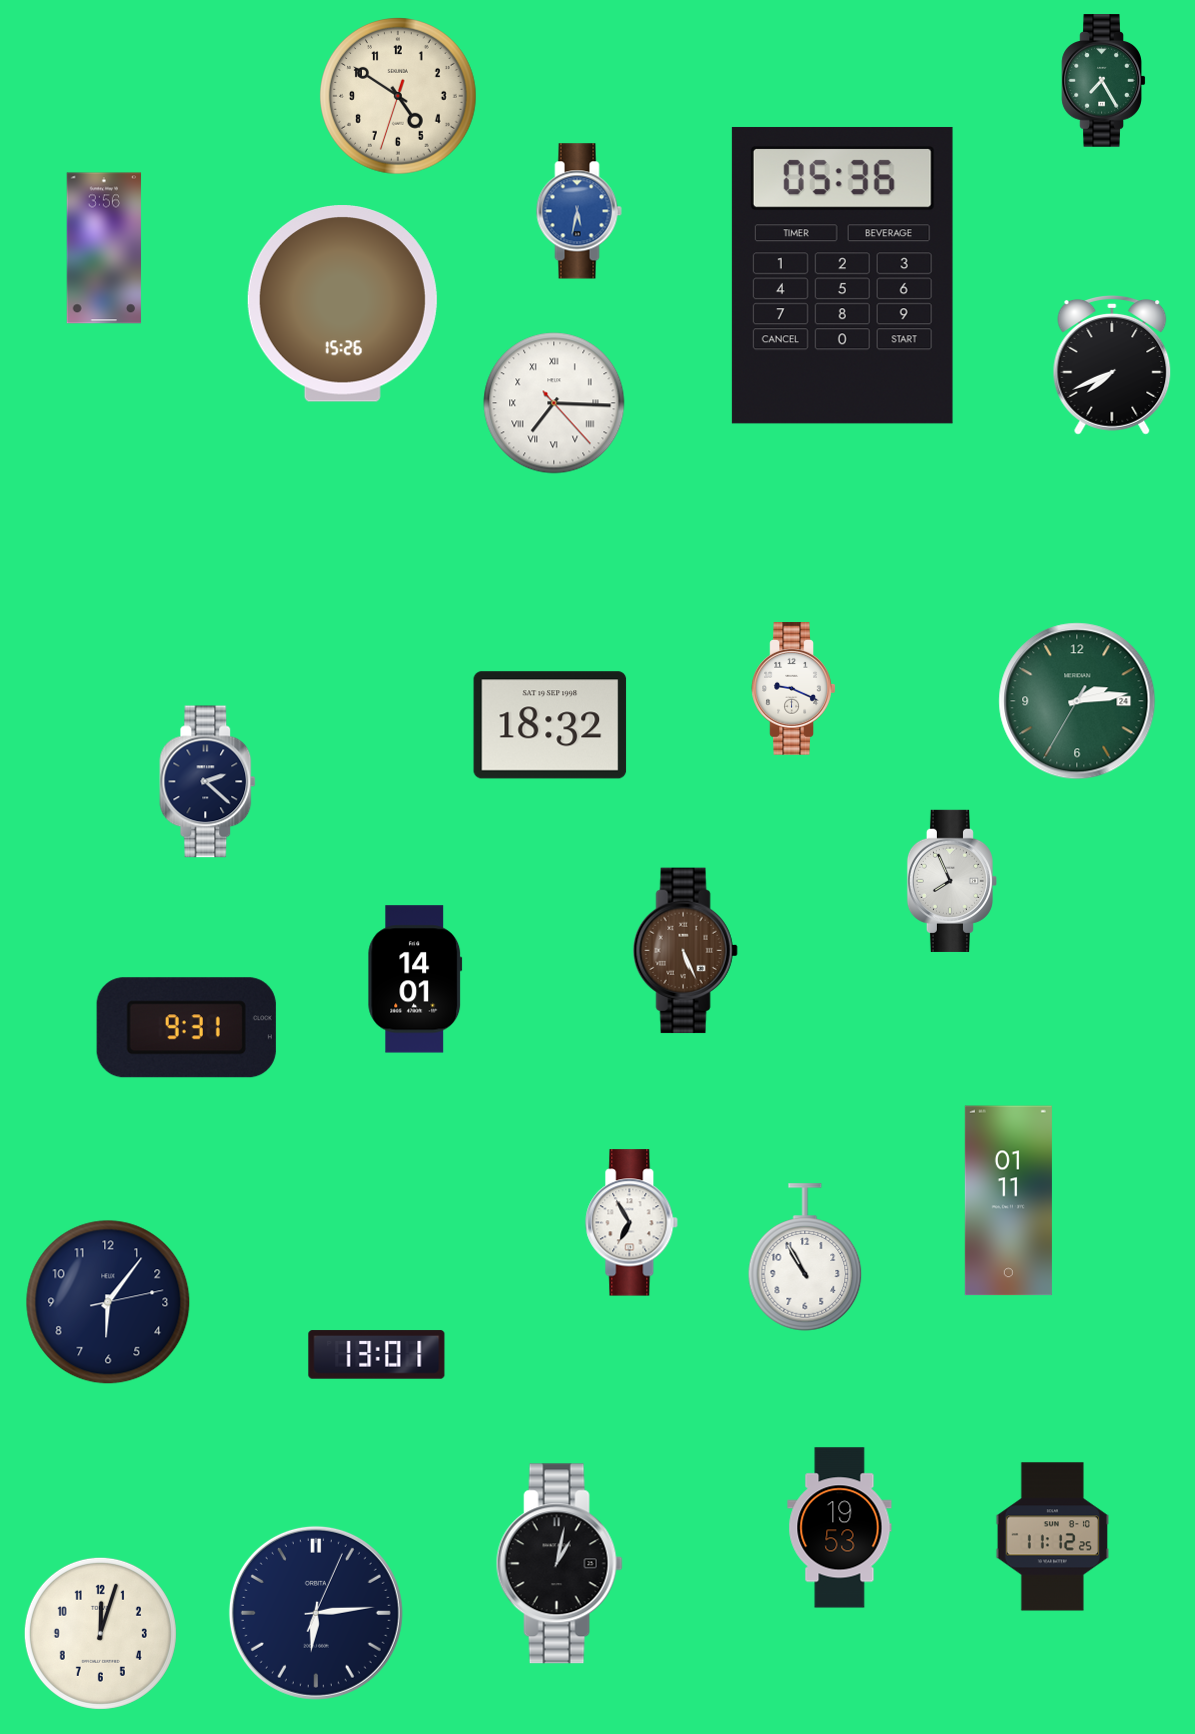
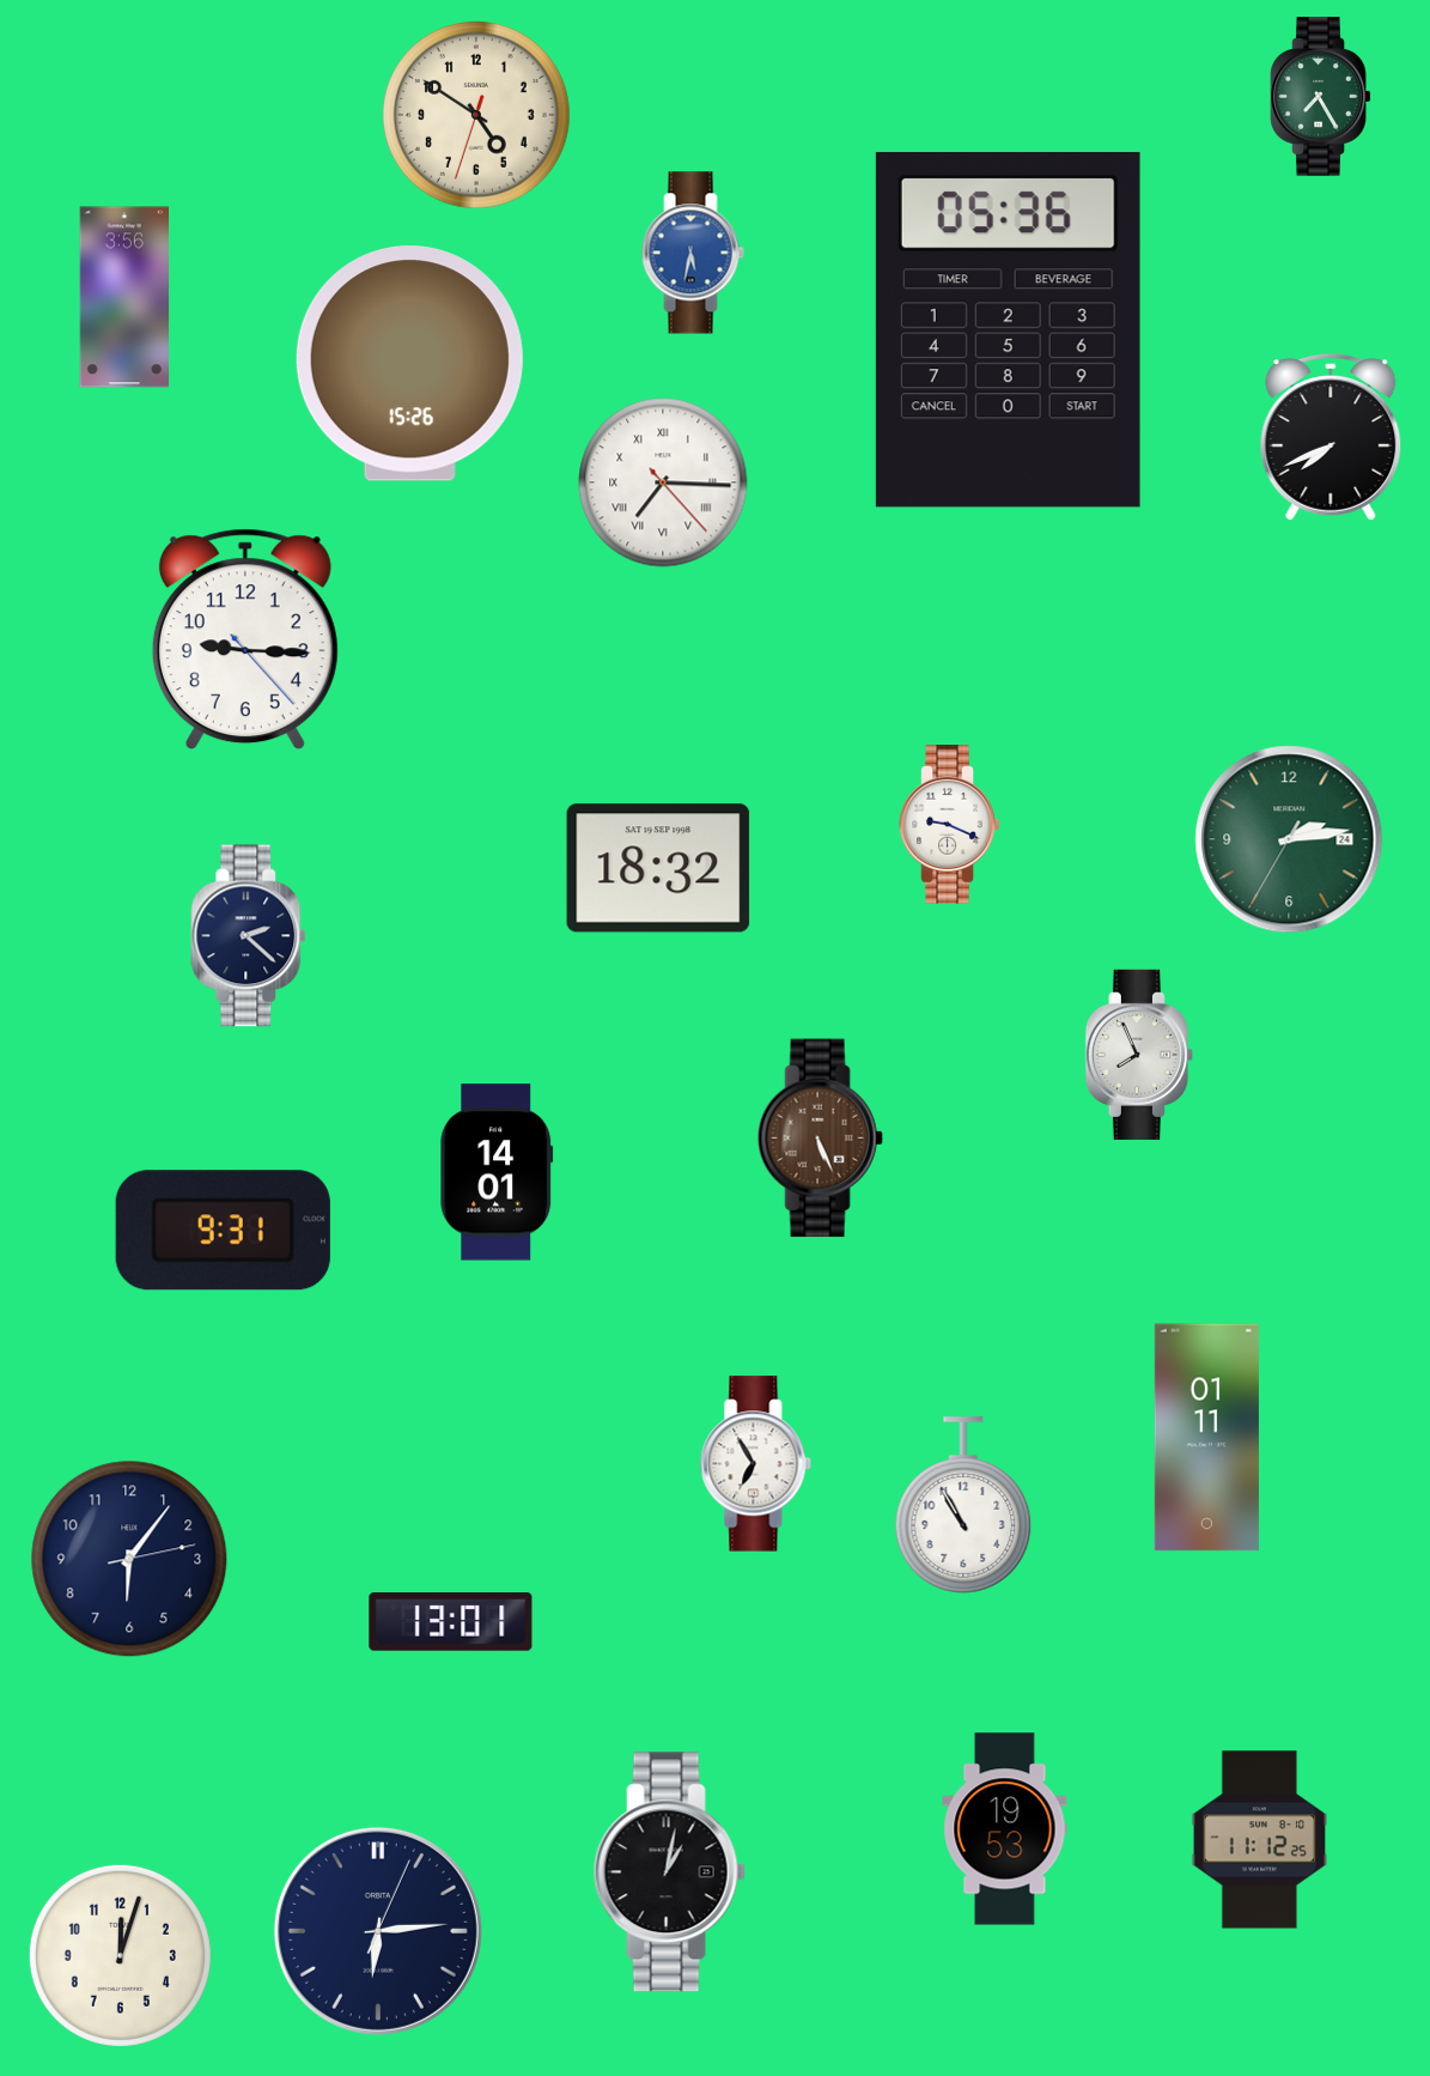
clock at (245, 639): none -> 9:15
